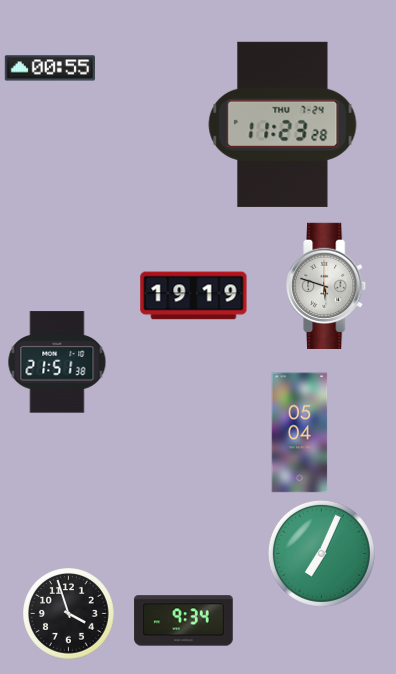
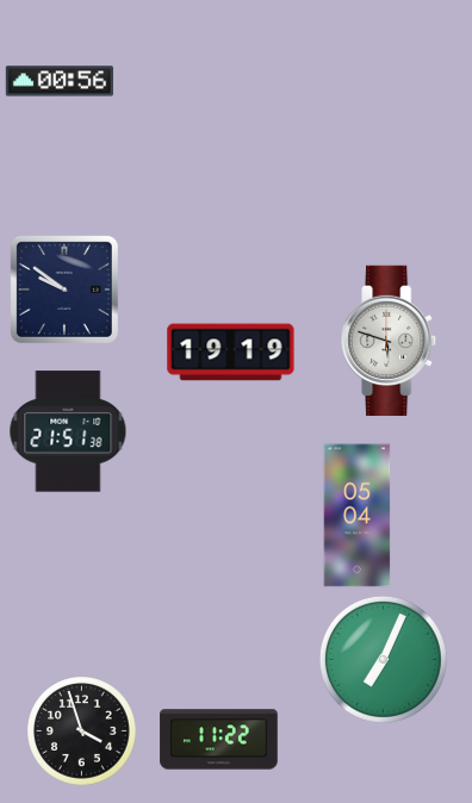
clock at (50, 68): 00:55 -> 00:56
clock at (283, 124): 11:23 -> none
clock at (64, 290): none -> 9:51
clock at (184, 621): 9:34 -> 11:22
